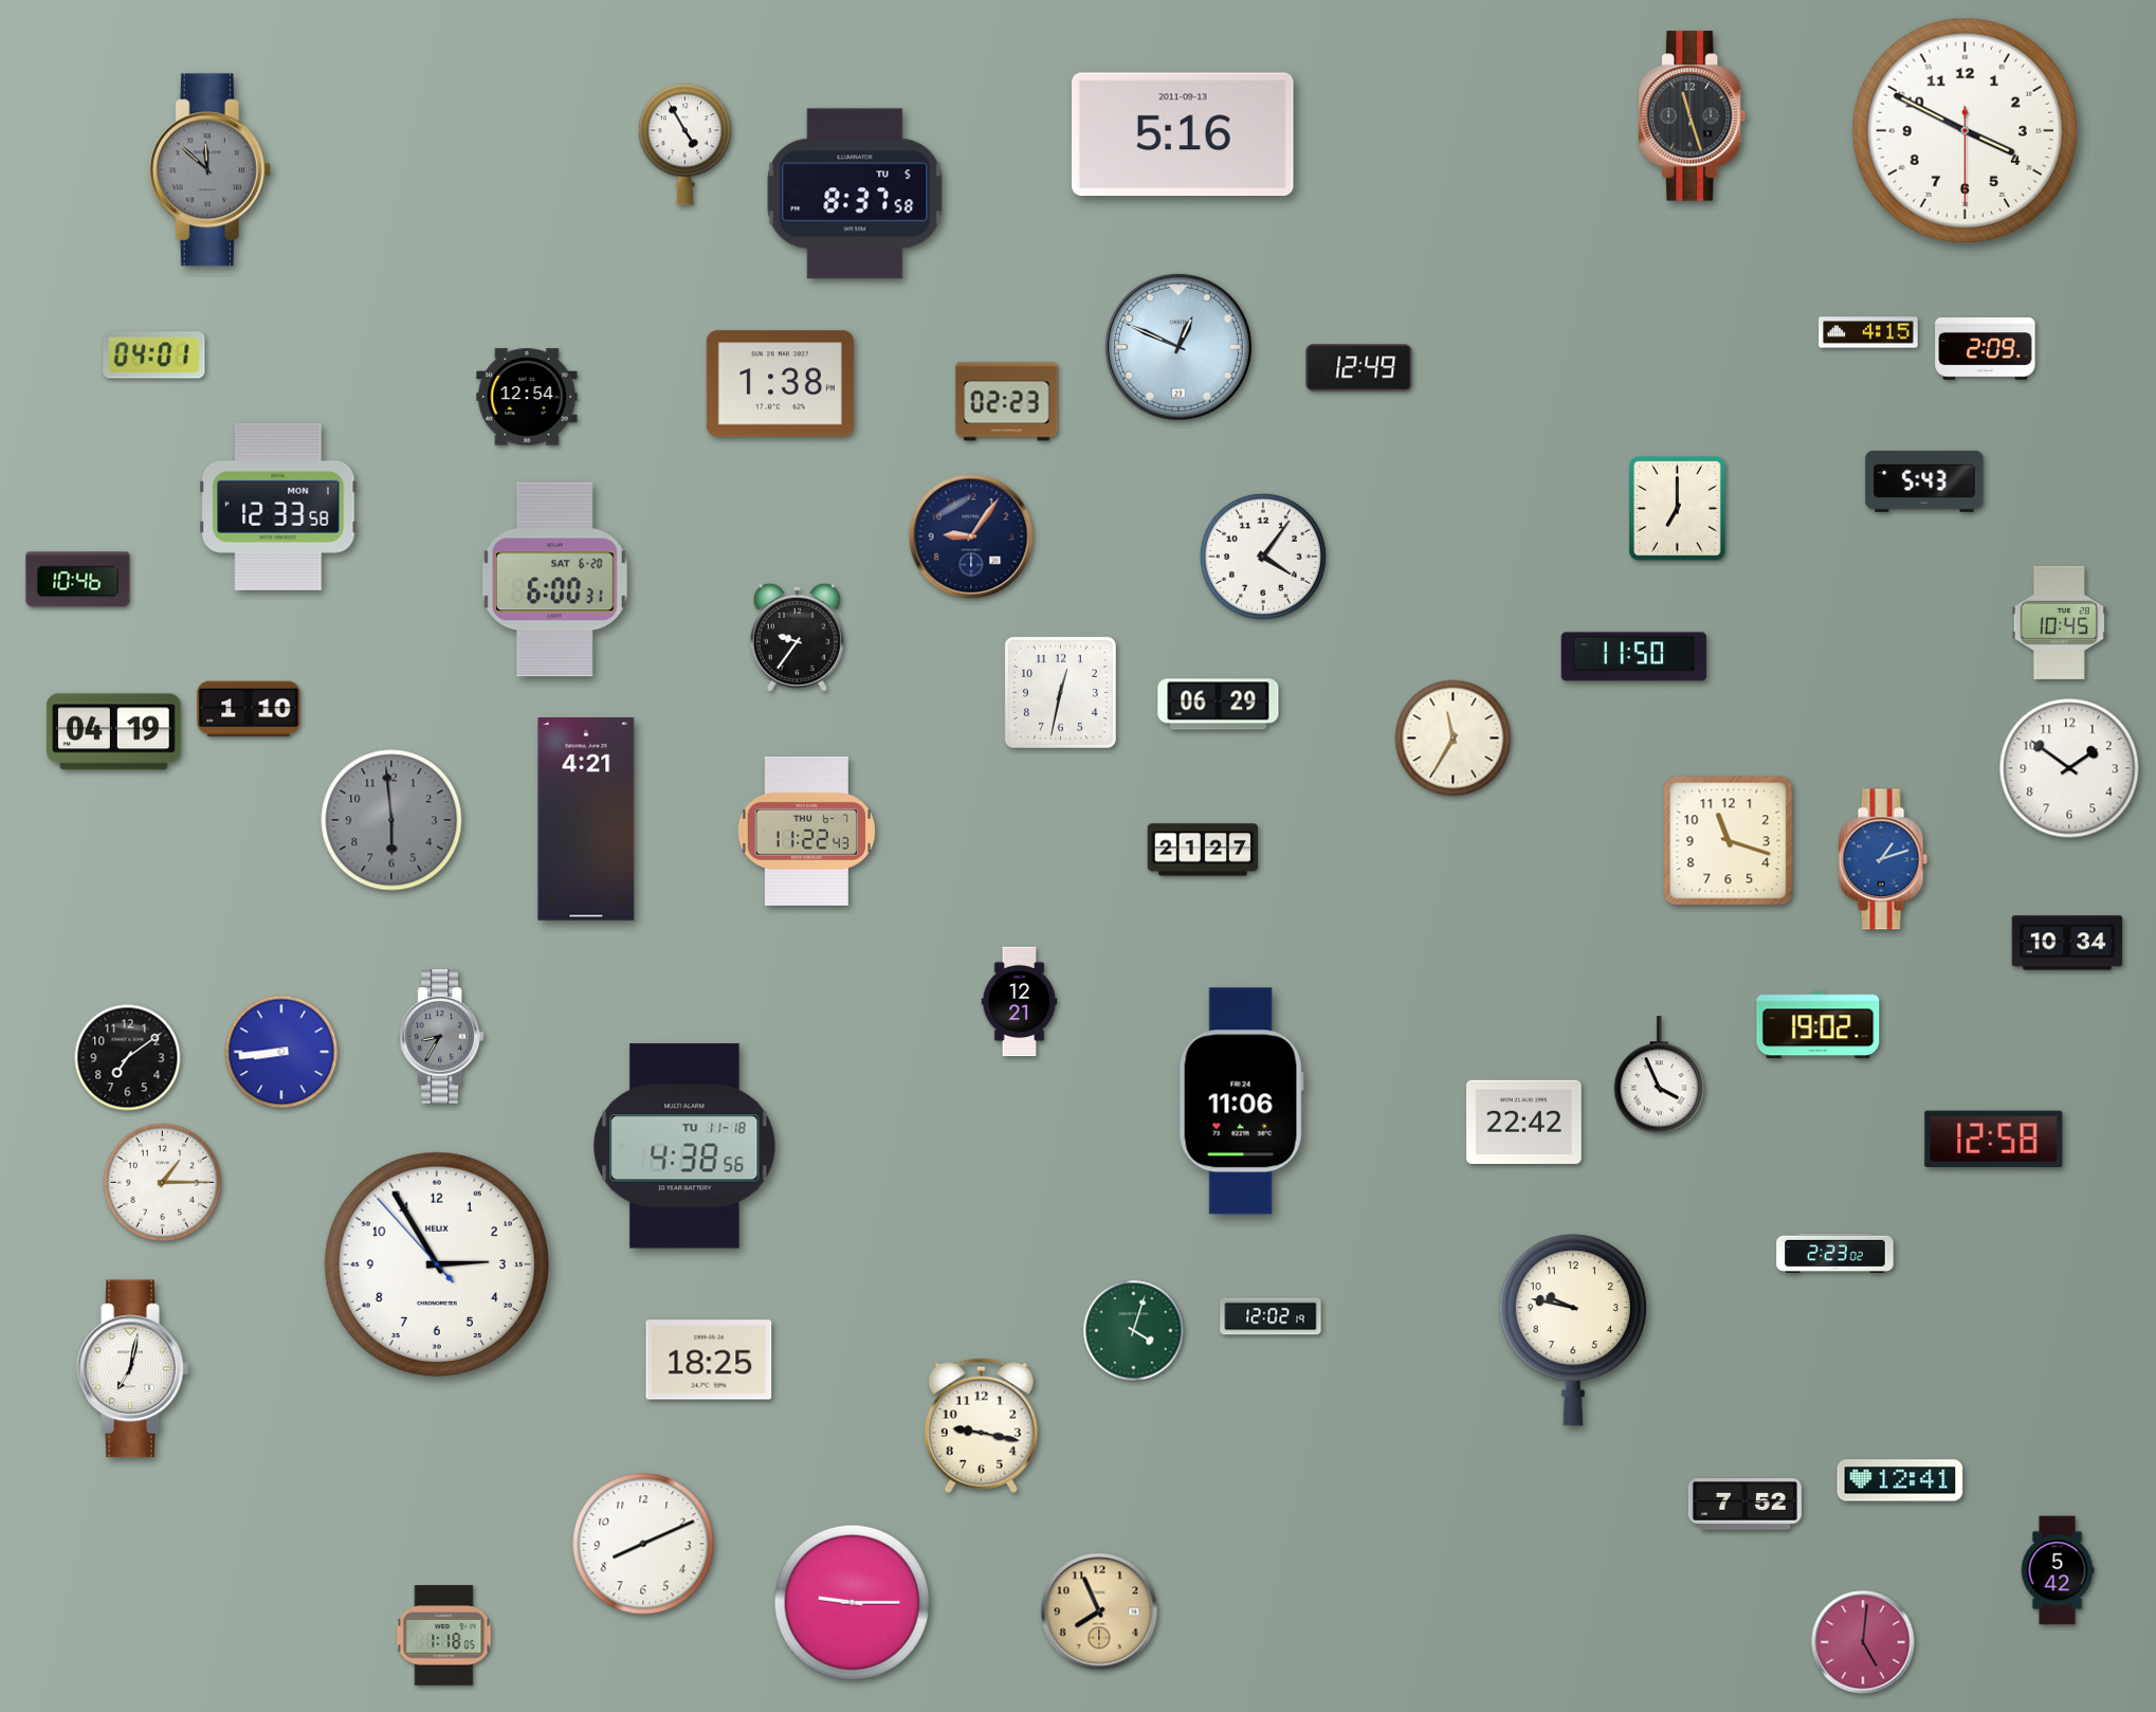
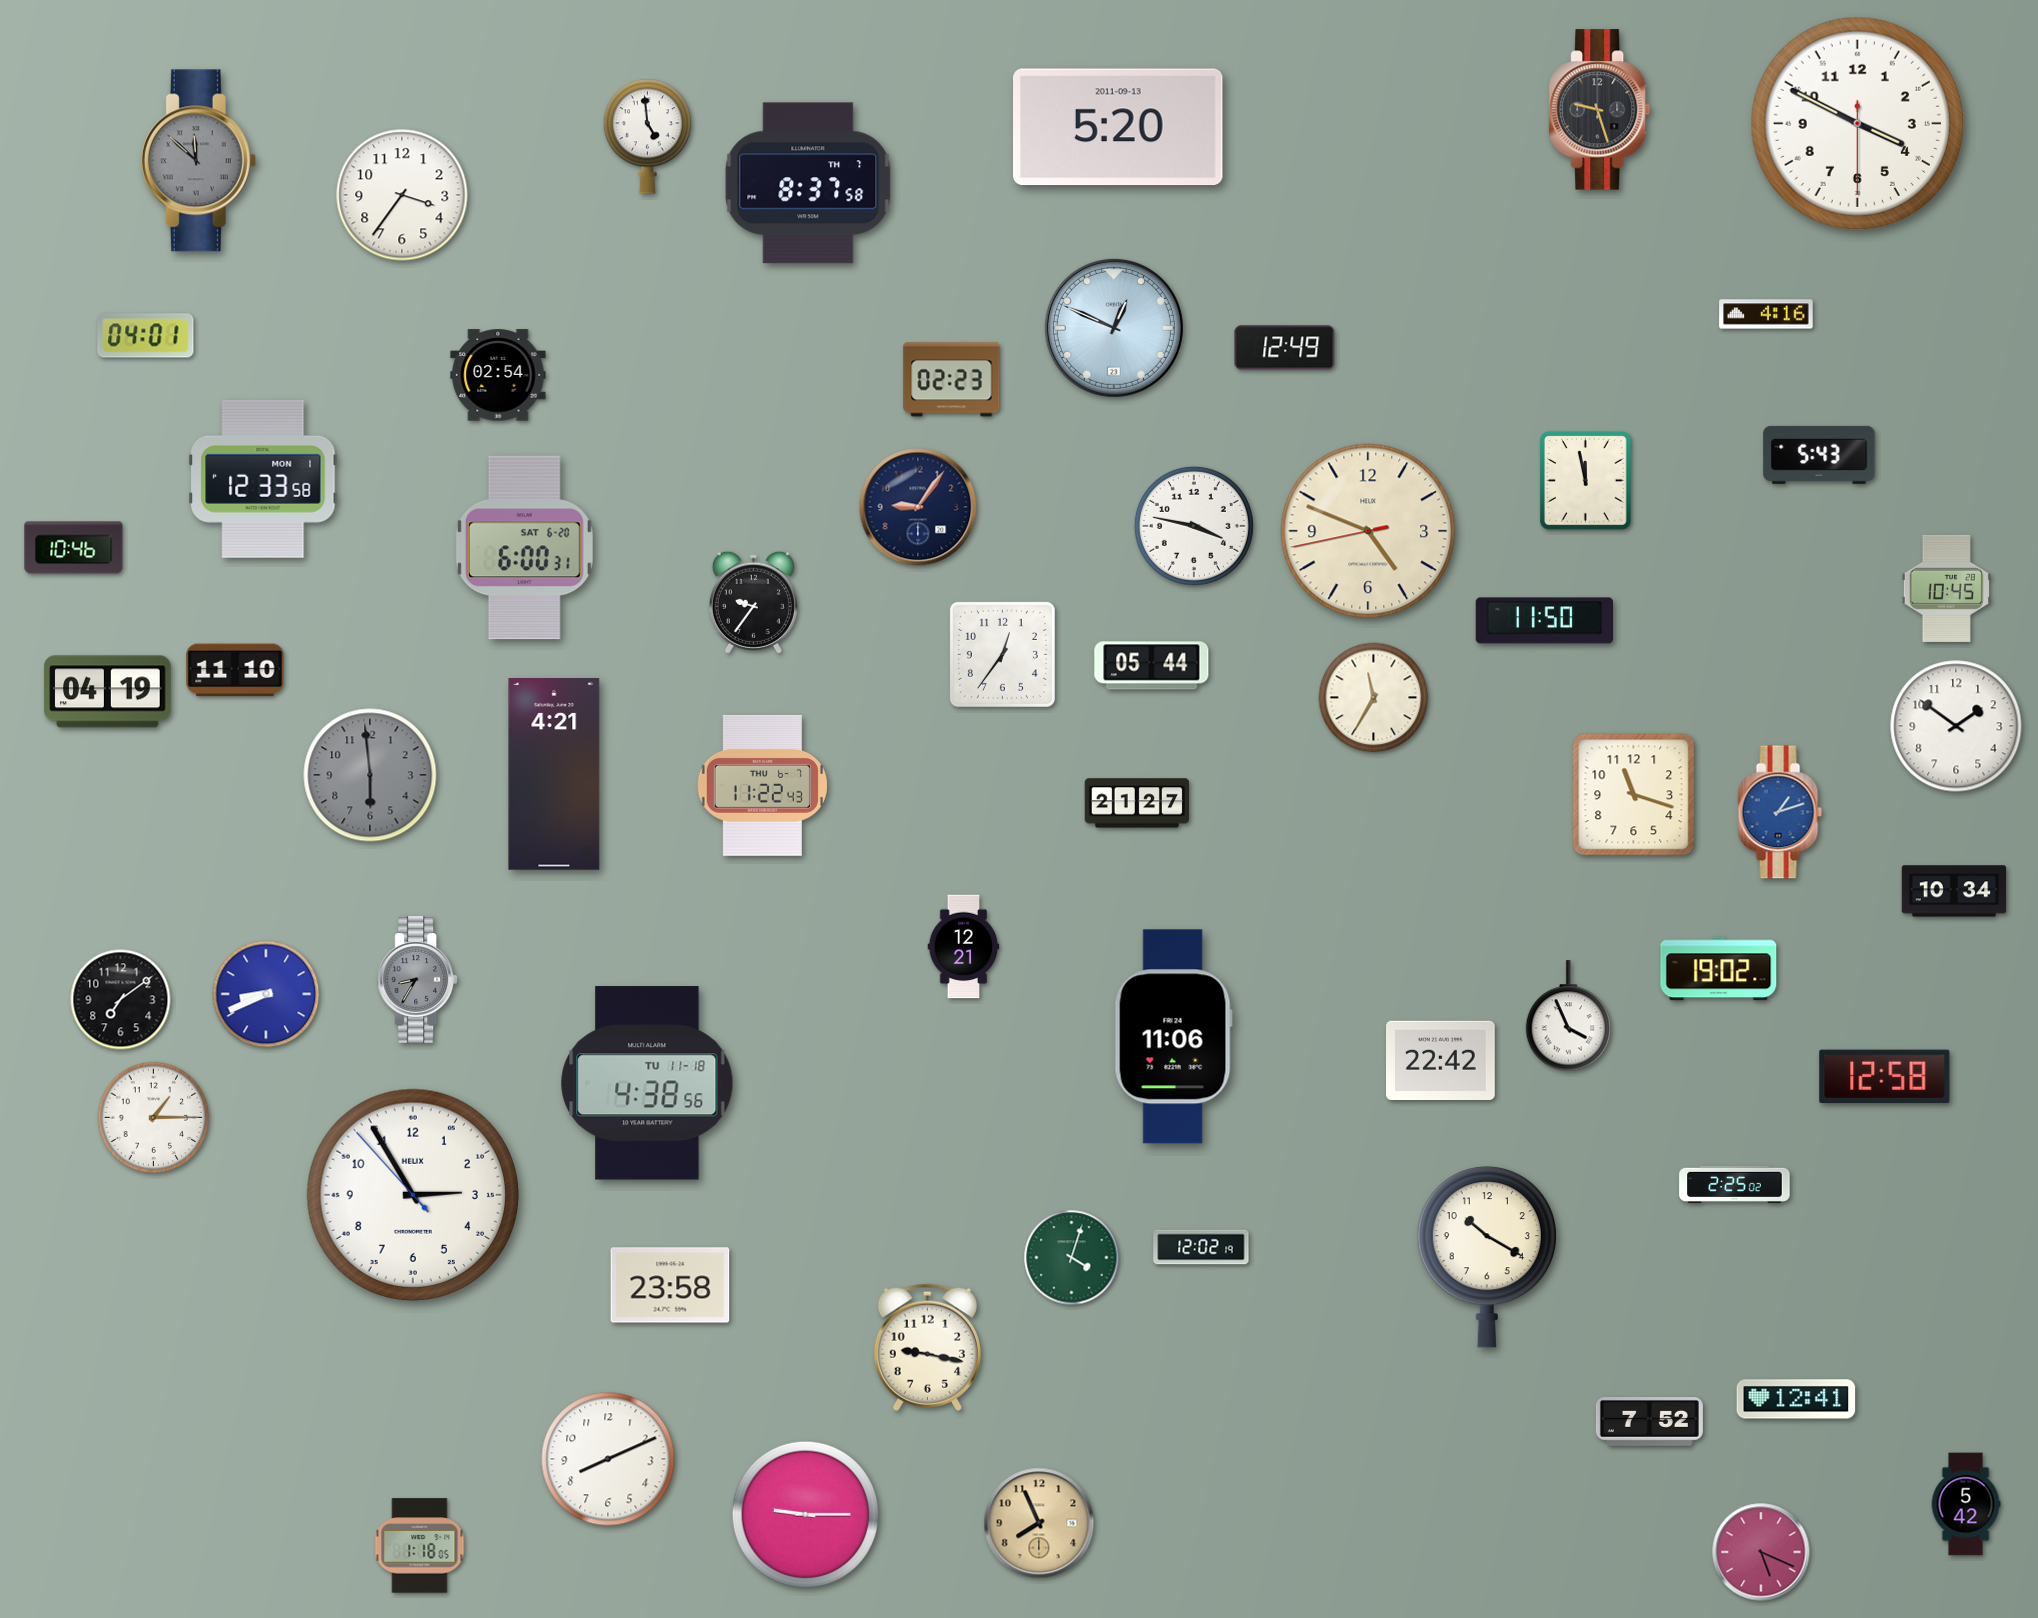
clock at (1693, 116): 11:27 -> 9:27
clock at (1184, 134): 5:16 -> 5:20
clock at (684, 145): 4:55 -> 4:59
clock at (855, 194) date: TU 5 -> TH 7
clock at (402, 195): none -> 3:36
clock at (1868, 332): 4:15 -> 4:16
clock at (1986, 349): 2:09 -> none
clock at (780, 384): 1:38 -> none
clock at (527, 397): 12:54 -> 02:54
clock at (1678, 509): 7:00 -> 11:58
clock at (1263, 557): 4:06 -> 3:47
clock at (1368, 531): none -> 4:48
clock at (1060, 692): 12:32 -> 12:36
clock at (1219, 705): 06:29 -> 05:44
clock at (249, 709): 1:10 -> 11:10
clock at (281, 1052): 8:44 -> 8:41
clock at (1241, 1101) position: (1241, 1101) -> (1173, 1037)
clock at (1835, 1253): 2:23 -> 2:25
clock at (1271, 1316) position: (1271, 1316) -> (1201, 1247)
clock at (1573, 1330): 9:47 -> 10:20
clock at (709, 1360): 18:25 -> 23:58
clock at (133, 1369): 7:02 -> none
clock at (2058, 1570) position: (2058, 1570) -> (1966, 1504)
clock at (1863, 1642): 5:01 -> 5:19
